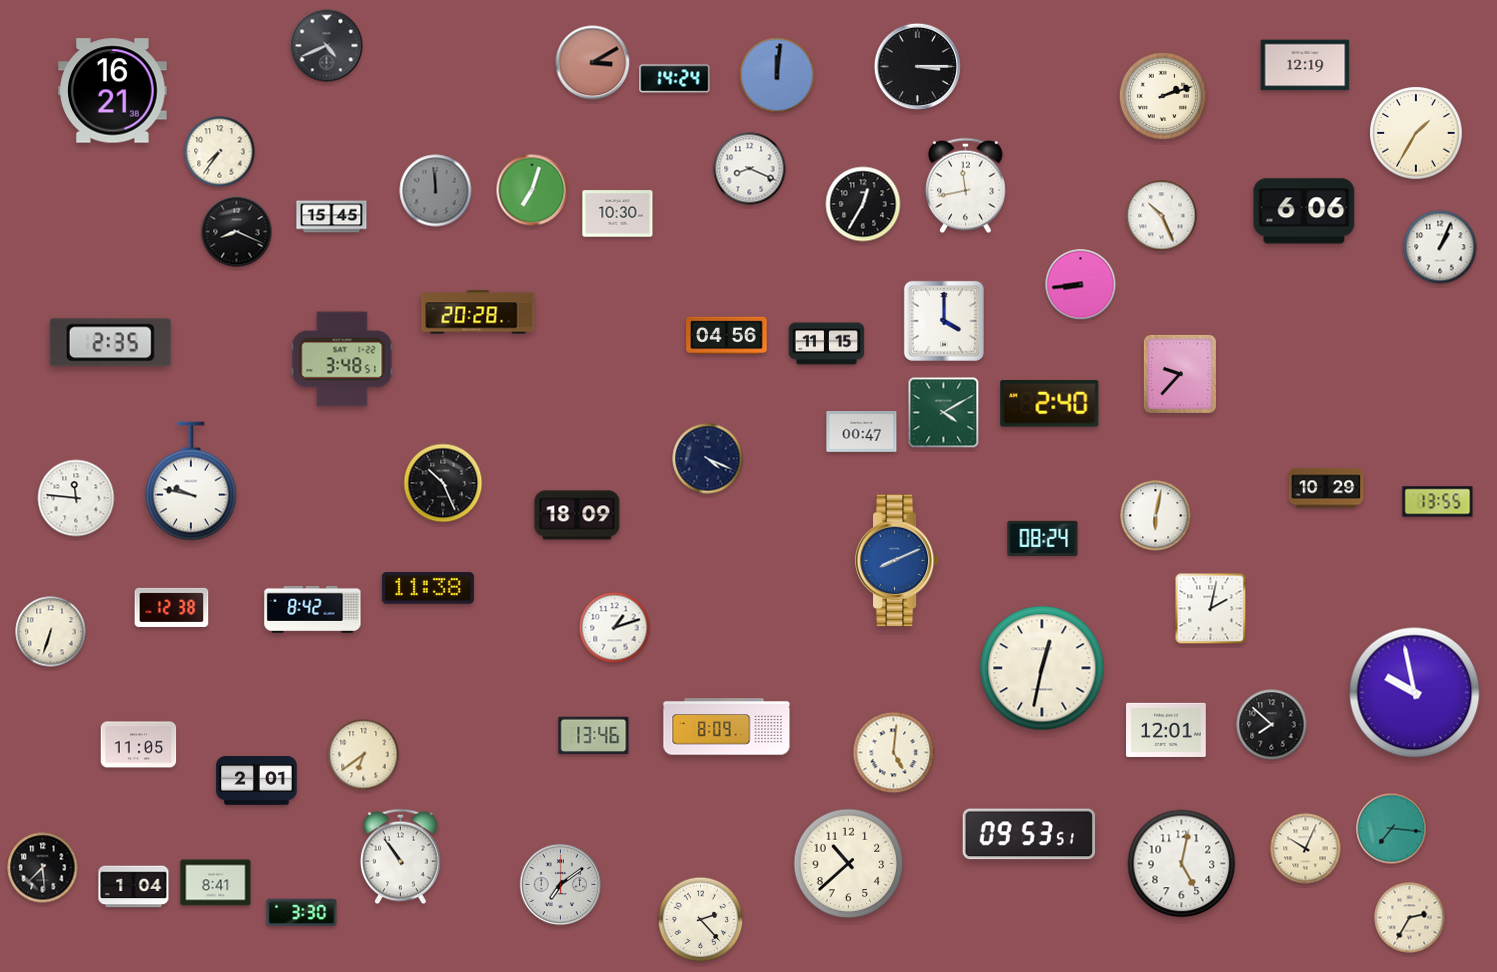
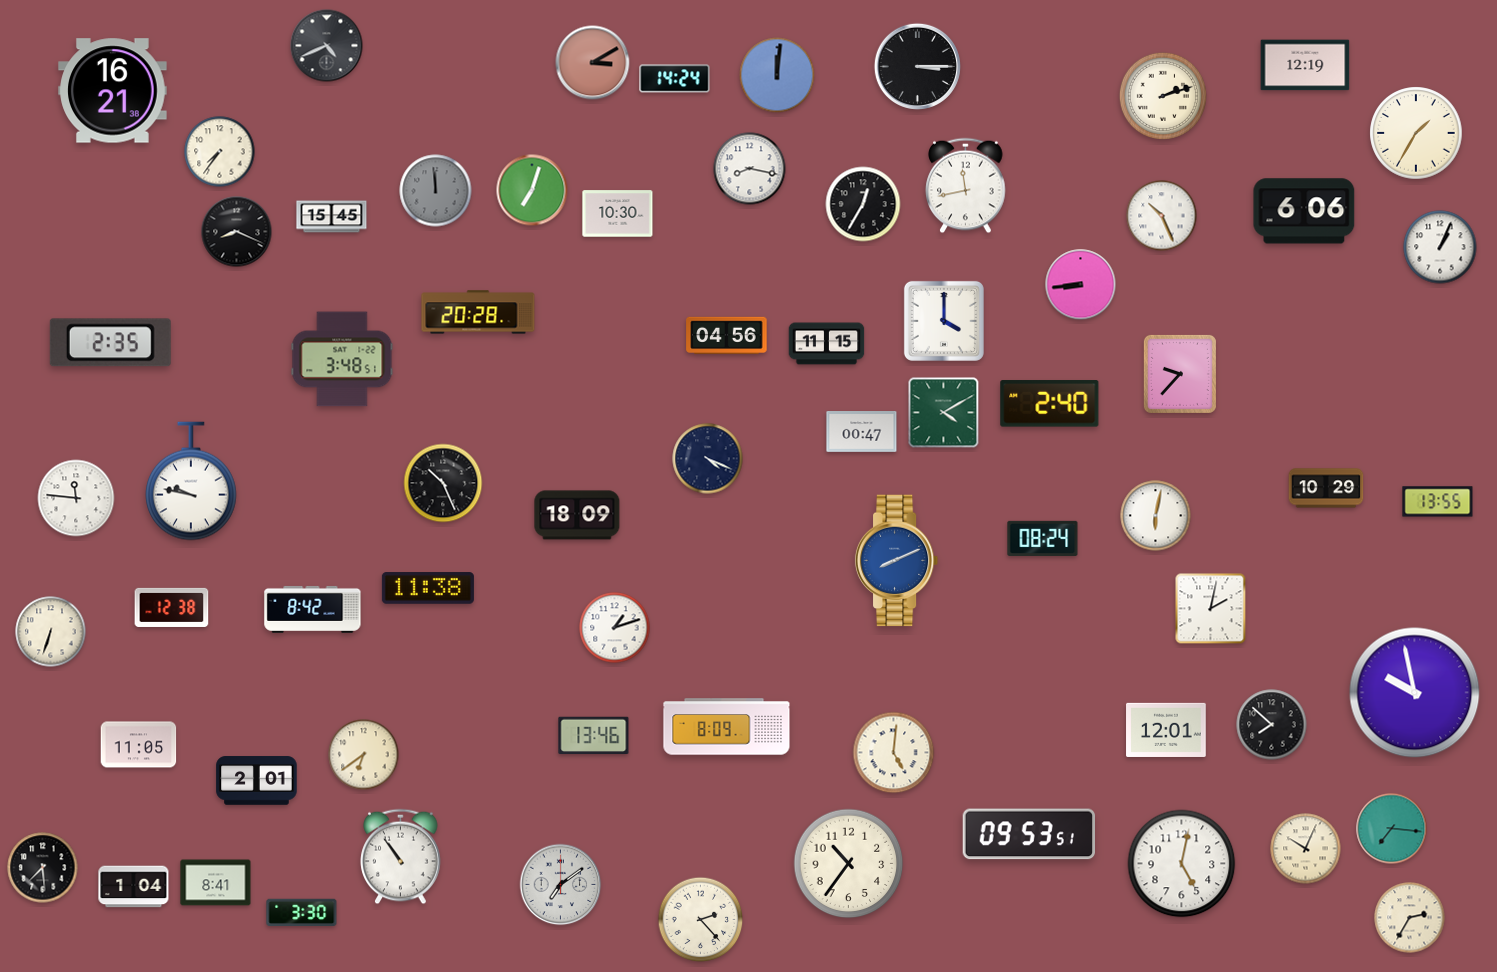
clock at (750, 169): 8:19 -> 8:17
clock at (1042, 668): 12:32 -> none
clock at (849, 864): 10:38 -> 10:36
